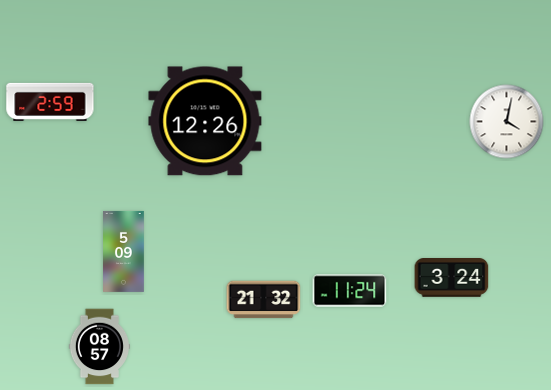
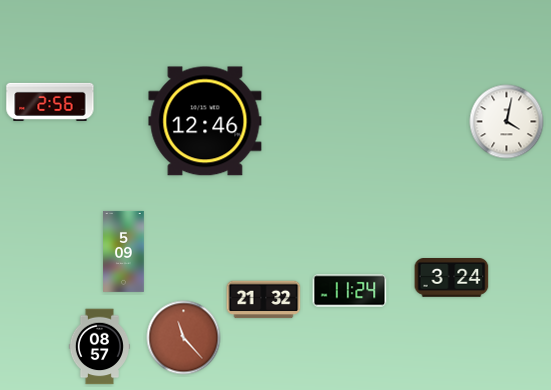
clock at (50, 101): 2:59 -> 2:56
clock at (205, 121): 12:26 -> 12:46
clock at (184, 338): none -> 11:23
